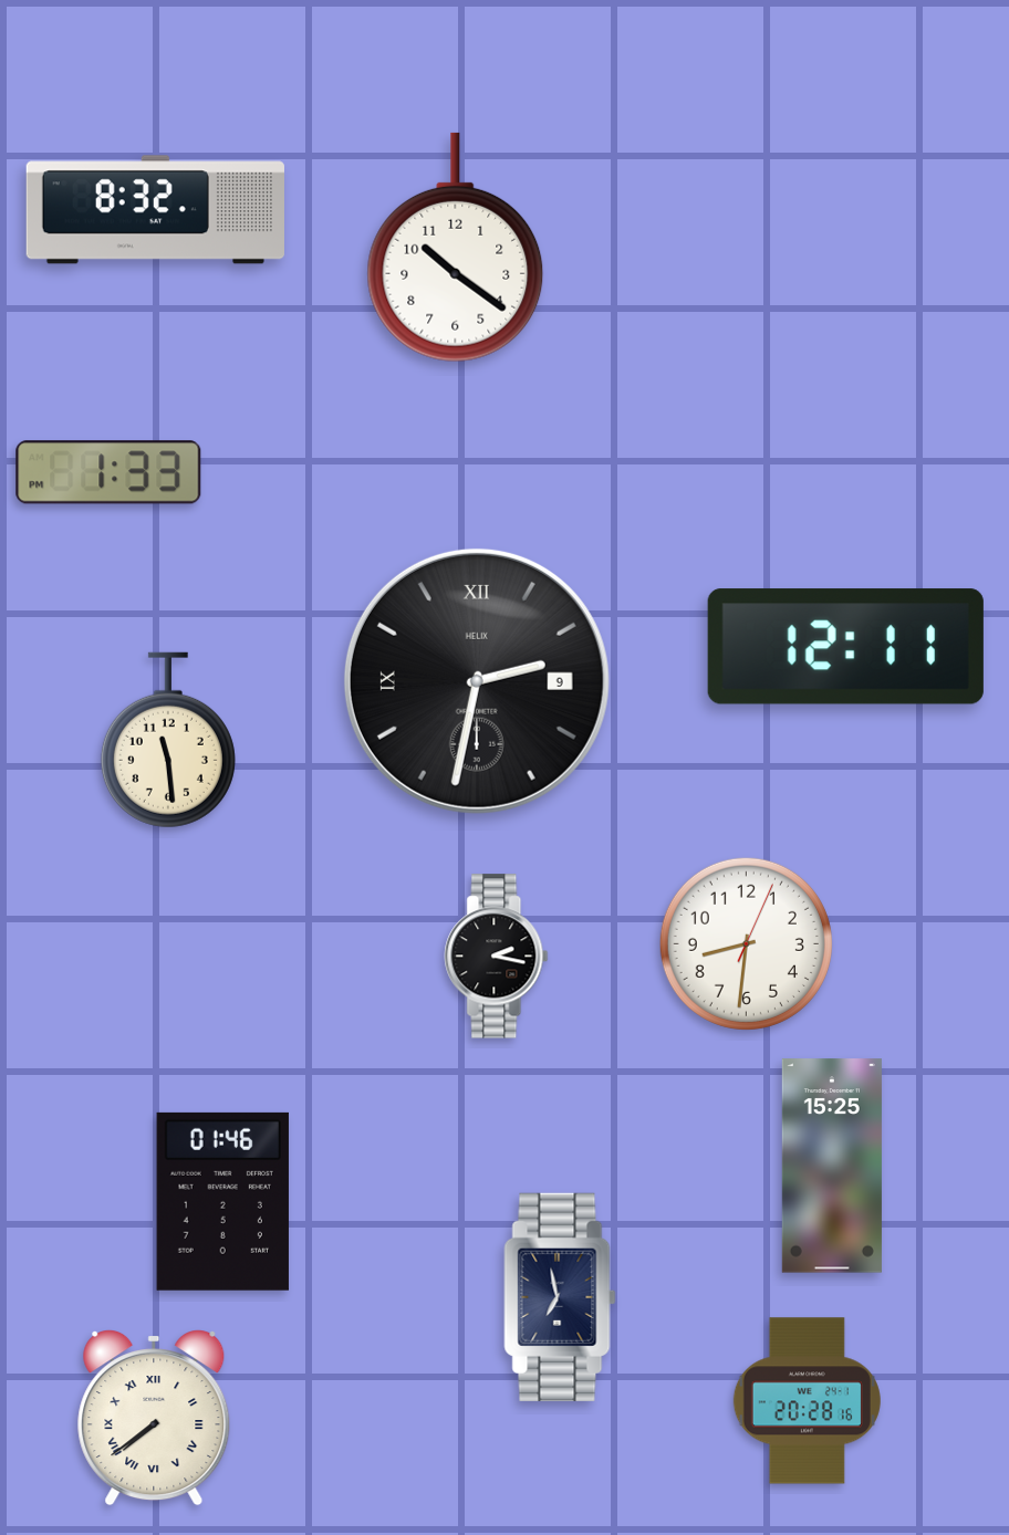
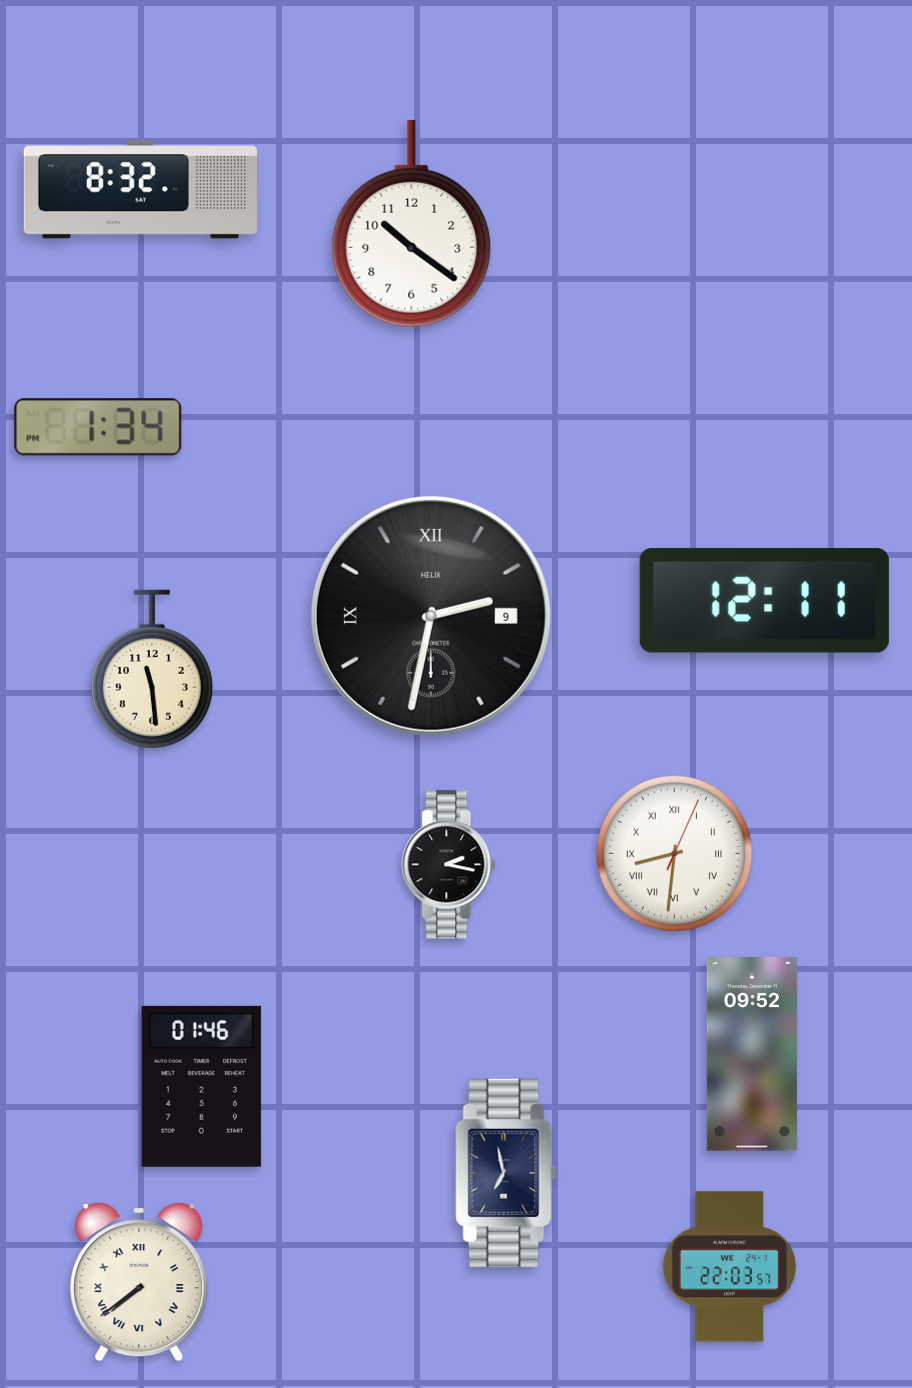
clock at (108, 472): 1:33 -> 1:34
clock at (845, 647) position: (845, 647) -> (764, 601)
clock at (746, 943) numerals: Arabic -> Roman
clock at (832, 1166): 15:25 -> 09:52
clock at (807, 1401): 20:28 -> 22:03
